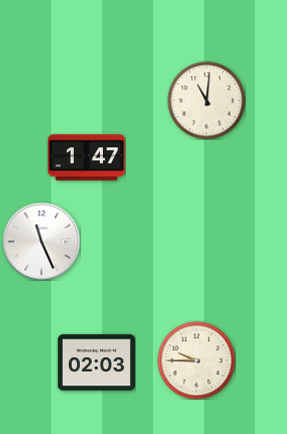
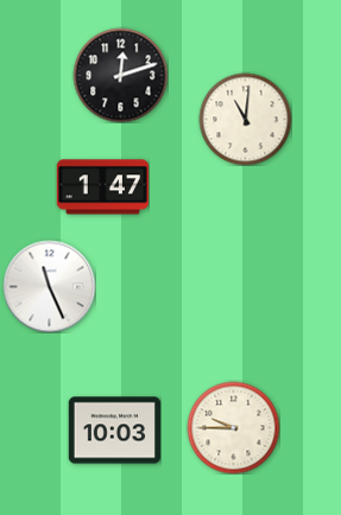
clock at (120, 75): none -> 12:12
clock at (96, 363): 02:03 -> 10:03
